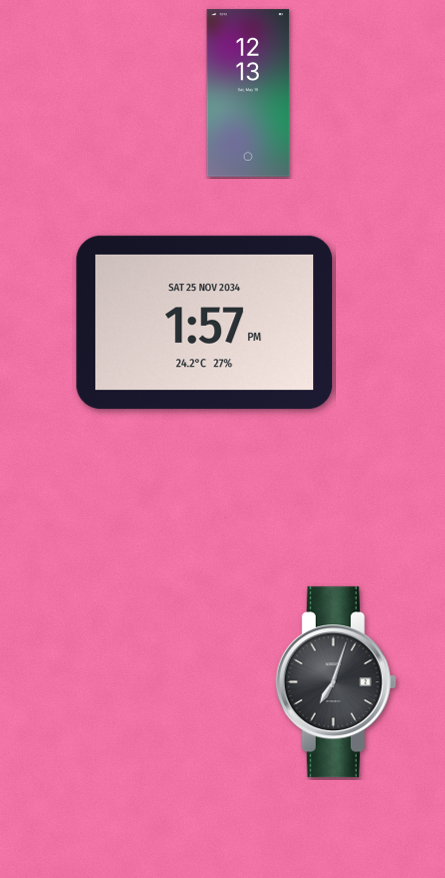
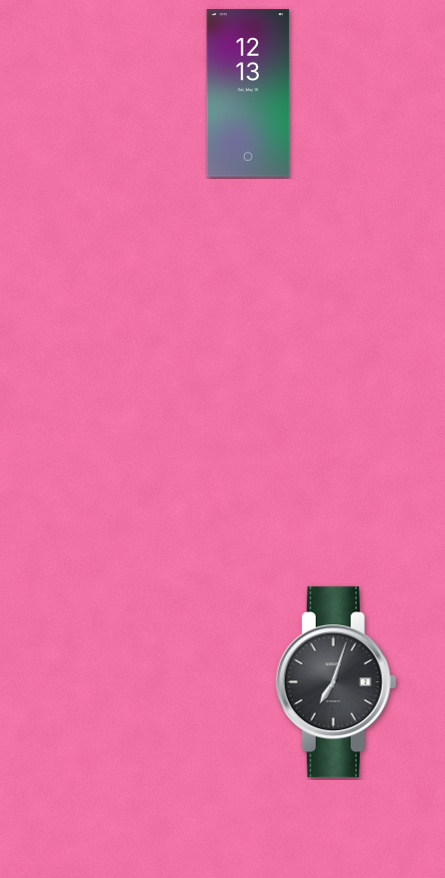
clock at (205, 322): 1:57 -> none
